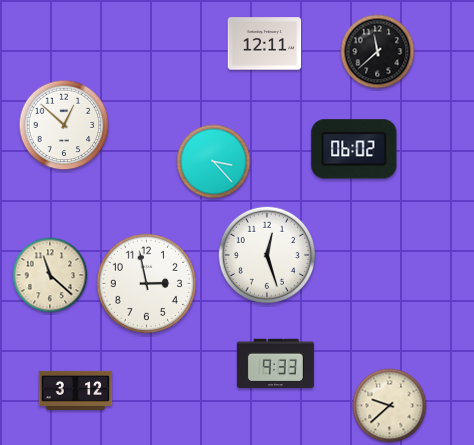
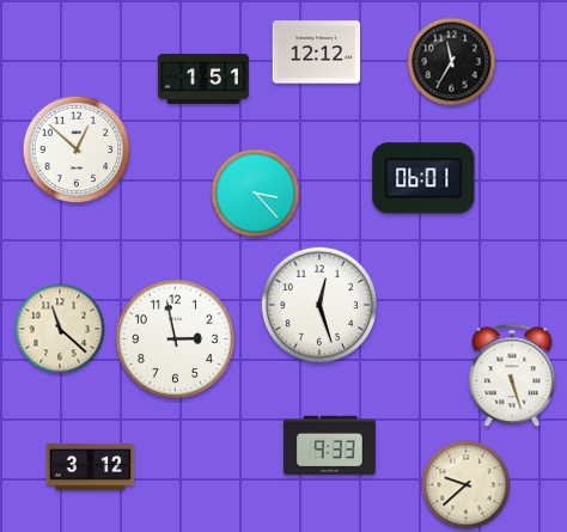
clock at (265, 44): 12:11 -> 12:12
clock at (378, 52): 11:38 -> 11:35
clock at (203, 80): none -> 1:51
clock at (354, 149): 06:02 -> 06:01
clock at (512, 375): none -> 5:27
clock at (275, 364) position: (275, 364) -> (329, 446)
